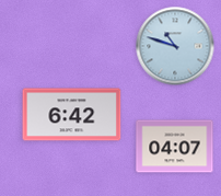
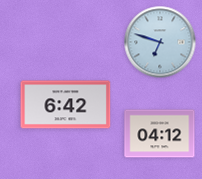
clock at (175, 46): 10:48 -> 6:48
clock at (175, 147): 04:07 -> 04:12
